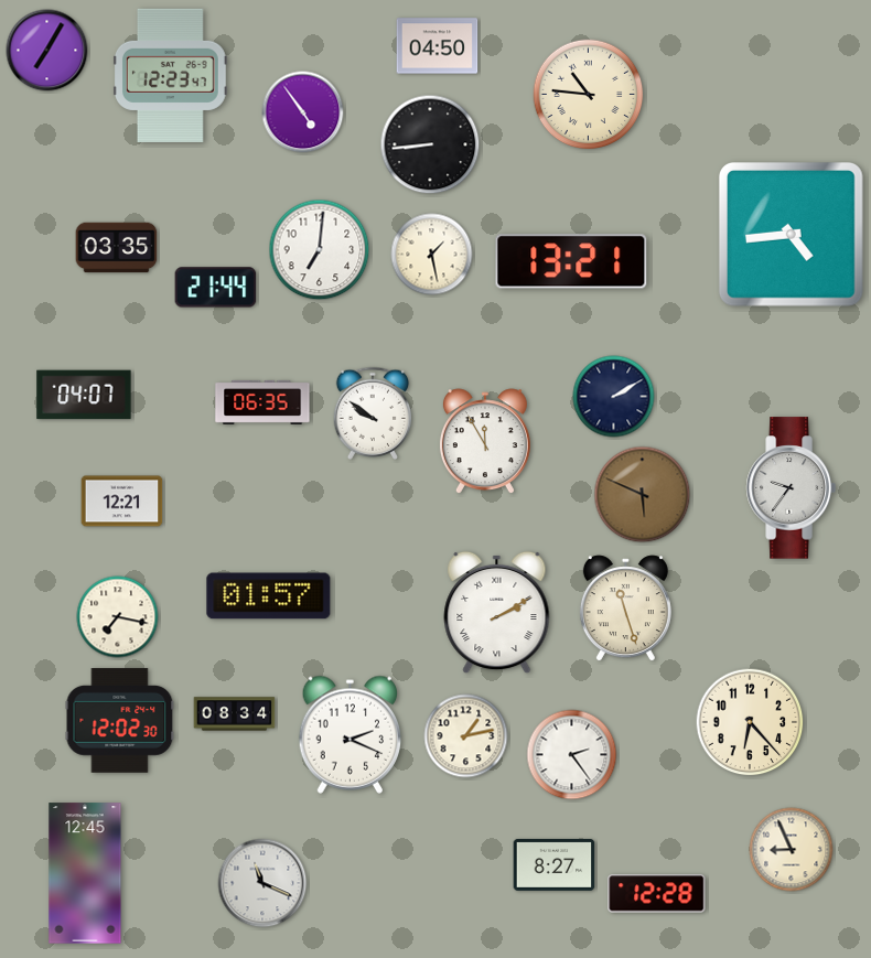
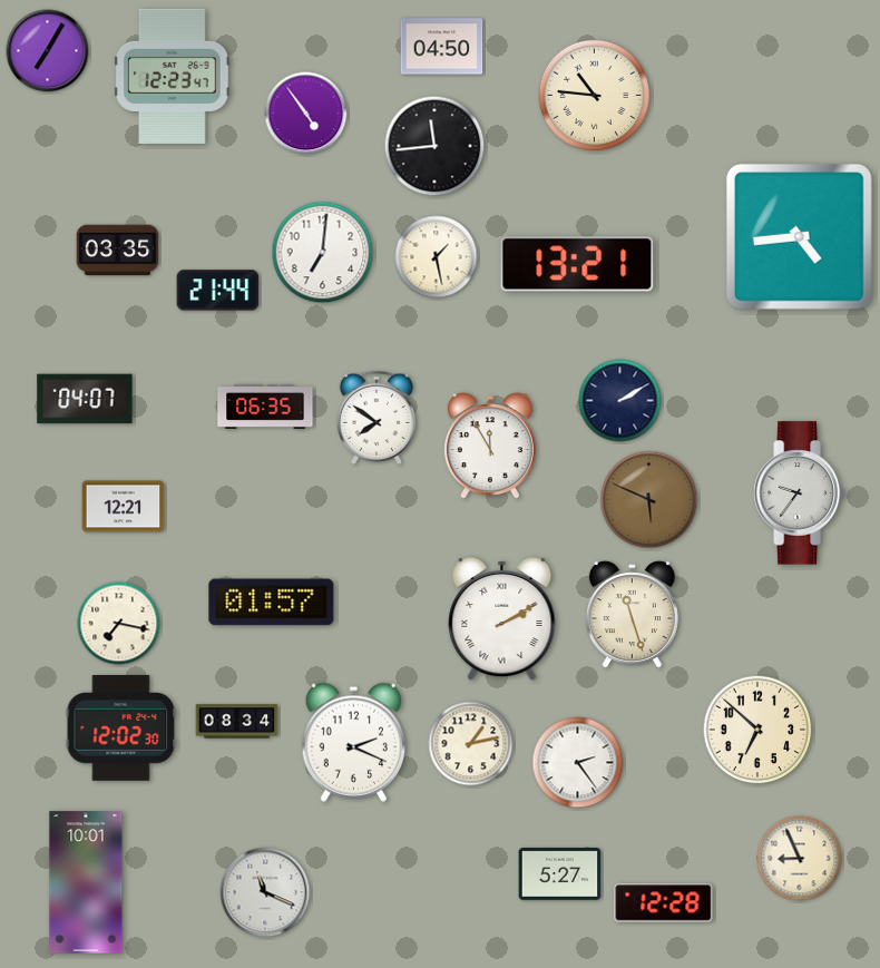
clock at (430, 144): 8:44 -> 11:44
clock at (373, 412): 9:51 -> 7:51
clock at (750, 722): 6:23 -> 6:52
clock at (555, 864): 8:27 -> 5:27
clock at (85, 873): 12:45 -> 10:01
